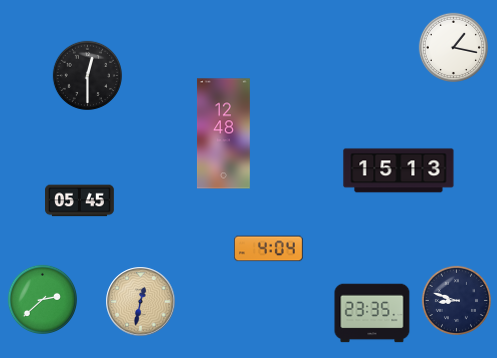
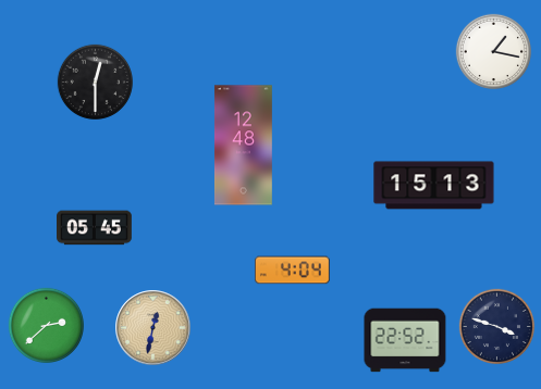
clock at (80, 201) position: (80, 201) -> (95, 228)
clock at (456, 300): 8:48 -> 3:48
clock at (372, 313): 23:35 -> 22:52
